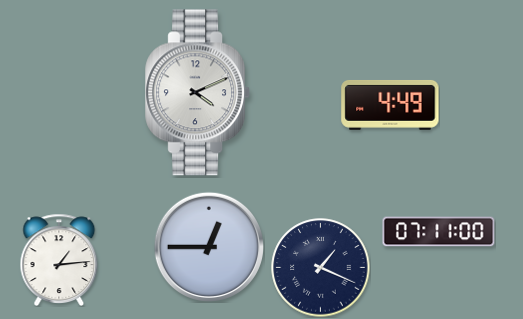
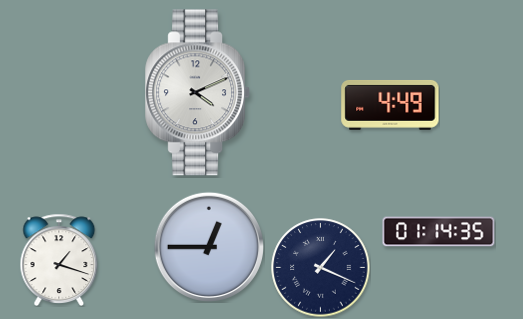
clock at (439, 232): 07:11 -> 01:14
clock at (59, 260): 1:14 -> 1:18
